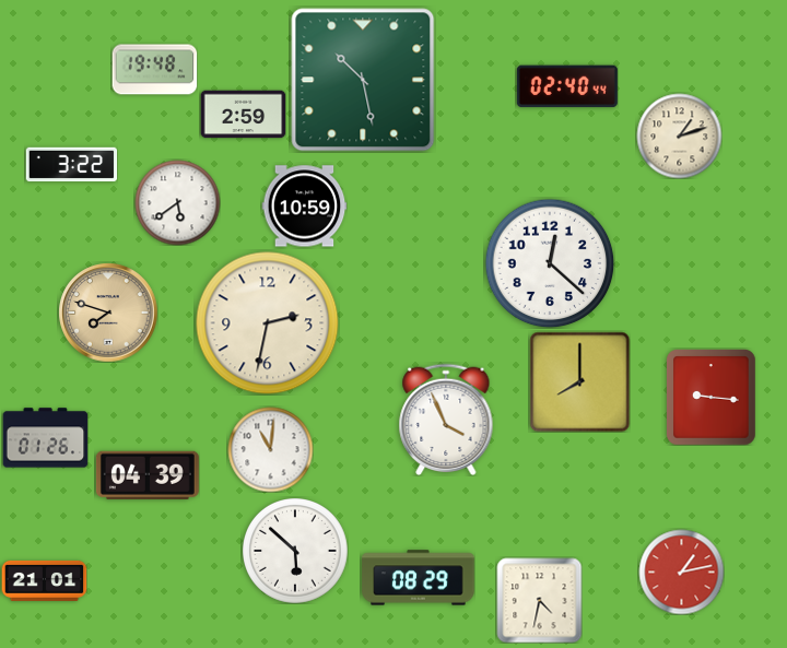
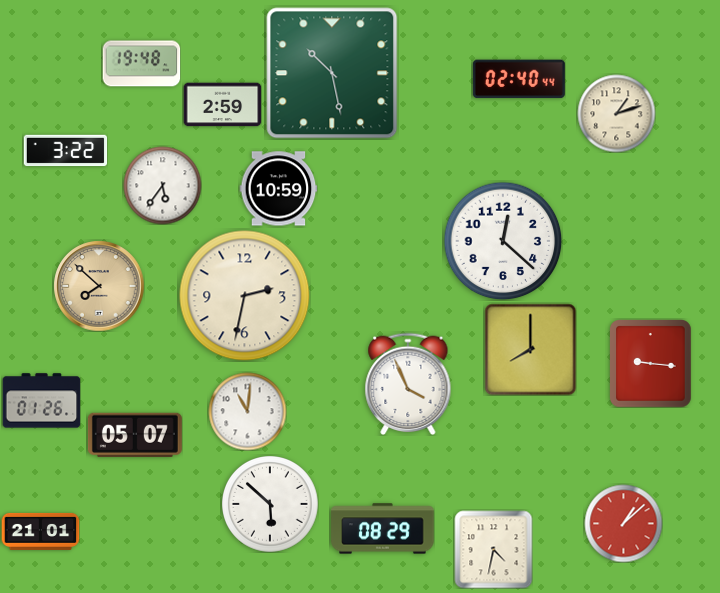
clock at (679, 136) position: (679, 136) -> (616, 113)
clock at (177, 202): 5:39 -> 5:36
clock at (108, 313): 7:48 -> 7:52
clock at (148, 475): 04:39 -> 05:07
clock at (681, 572): 1:13 -> 1:08
